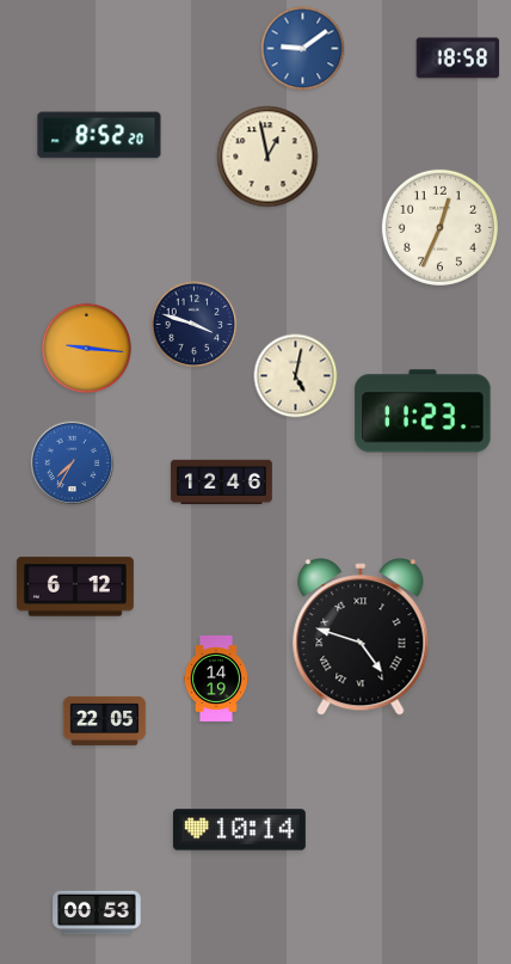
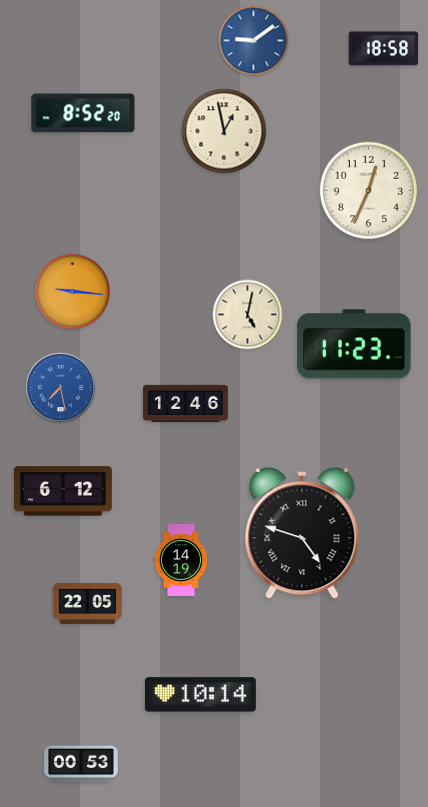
clock at (195, 325): 3:48 -> none
clock at (73, 463): 7:35 -> 7:28
clock at (216, 679) position: (216, 679) -> (181, 560)
